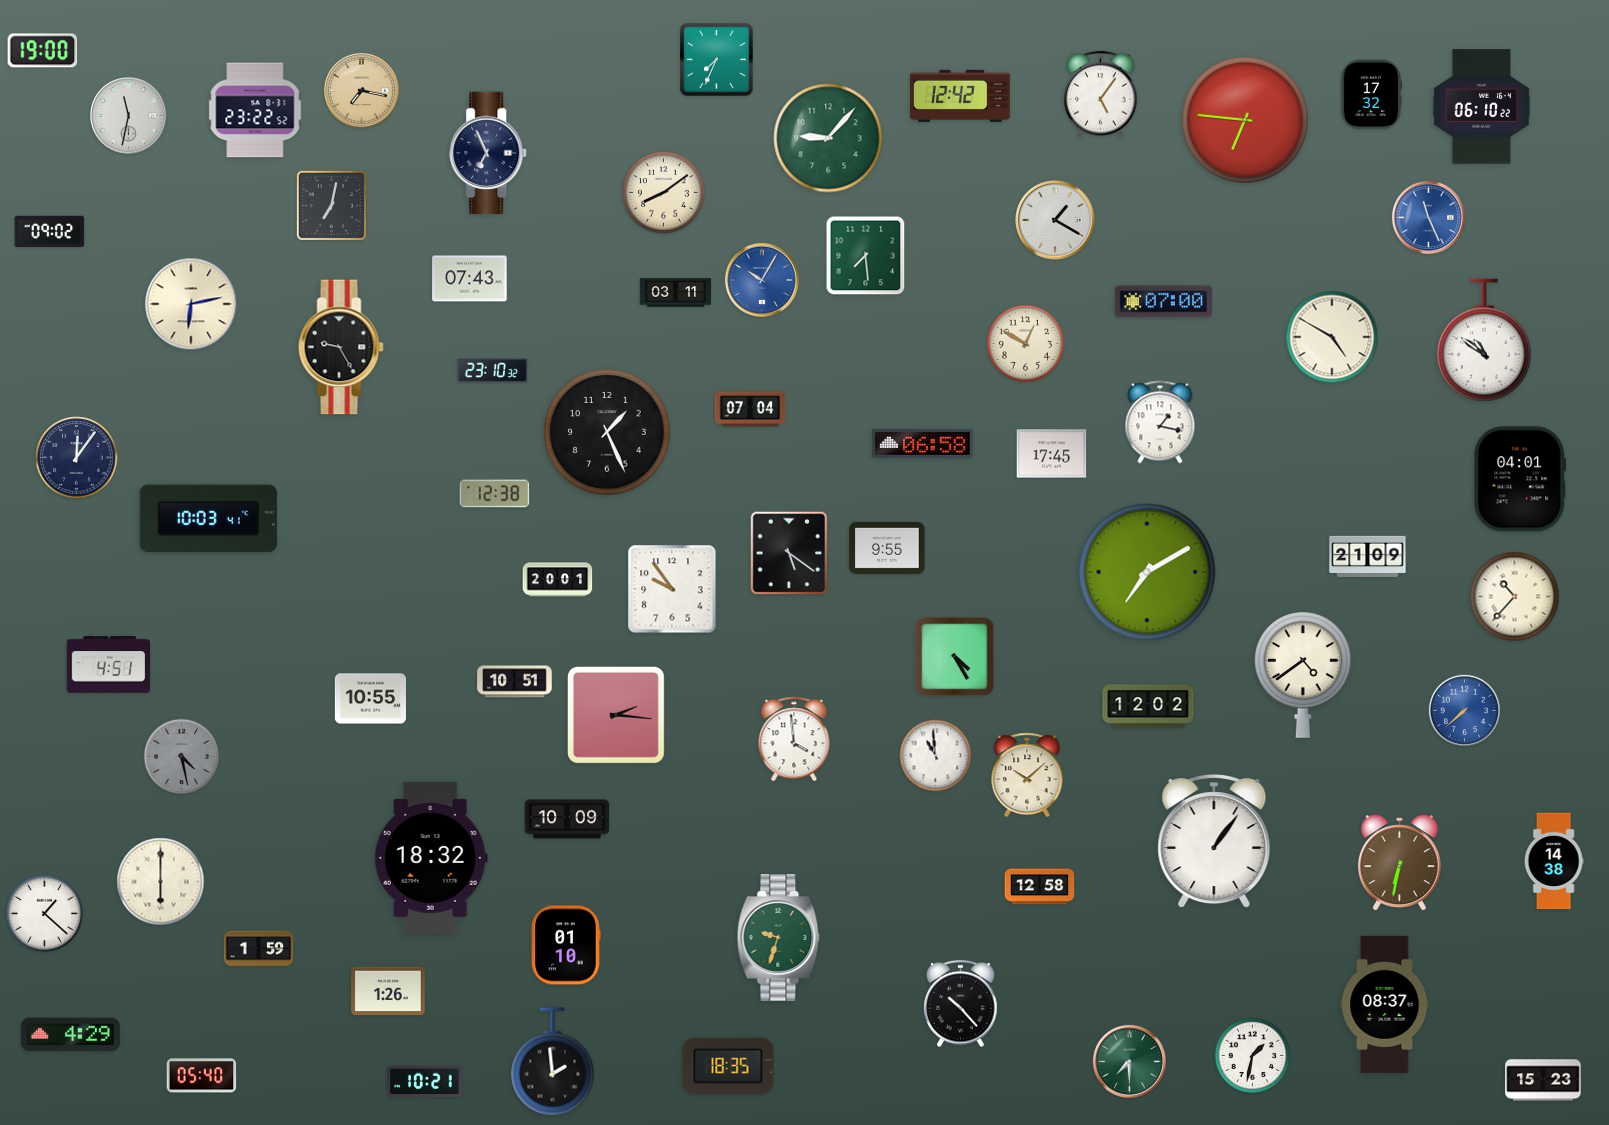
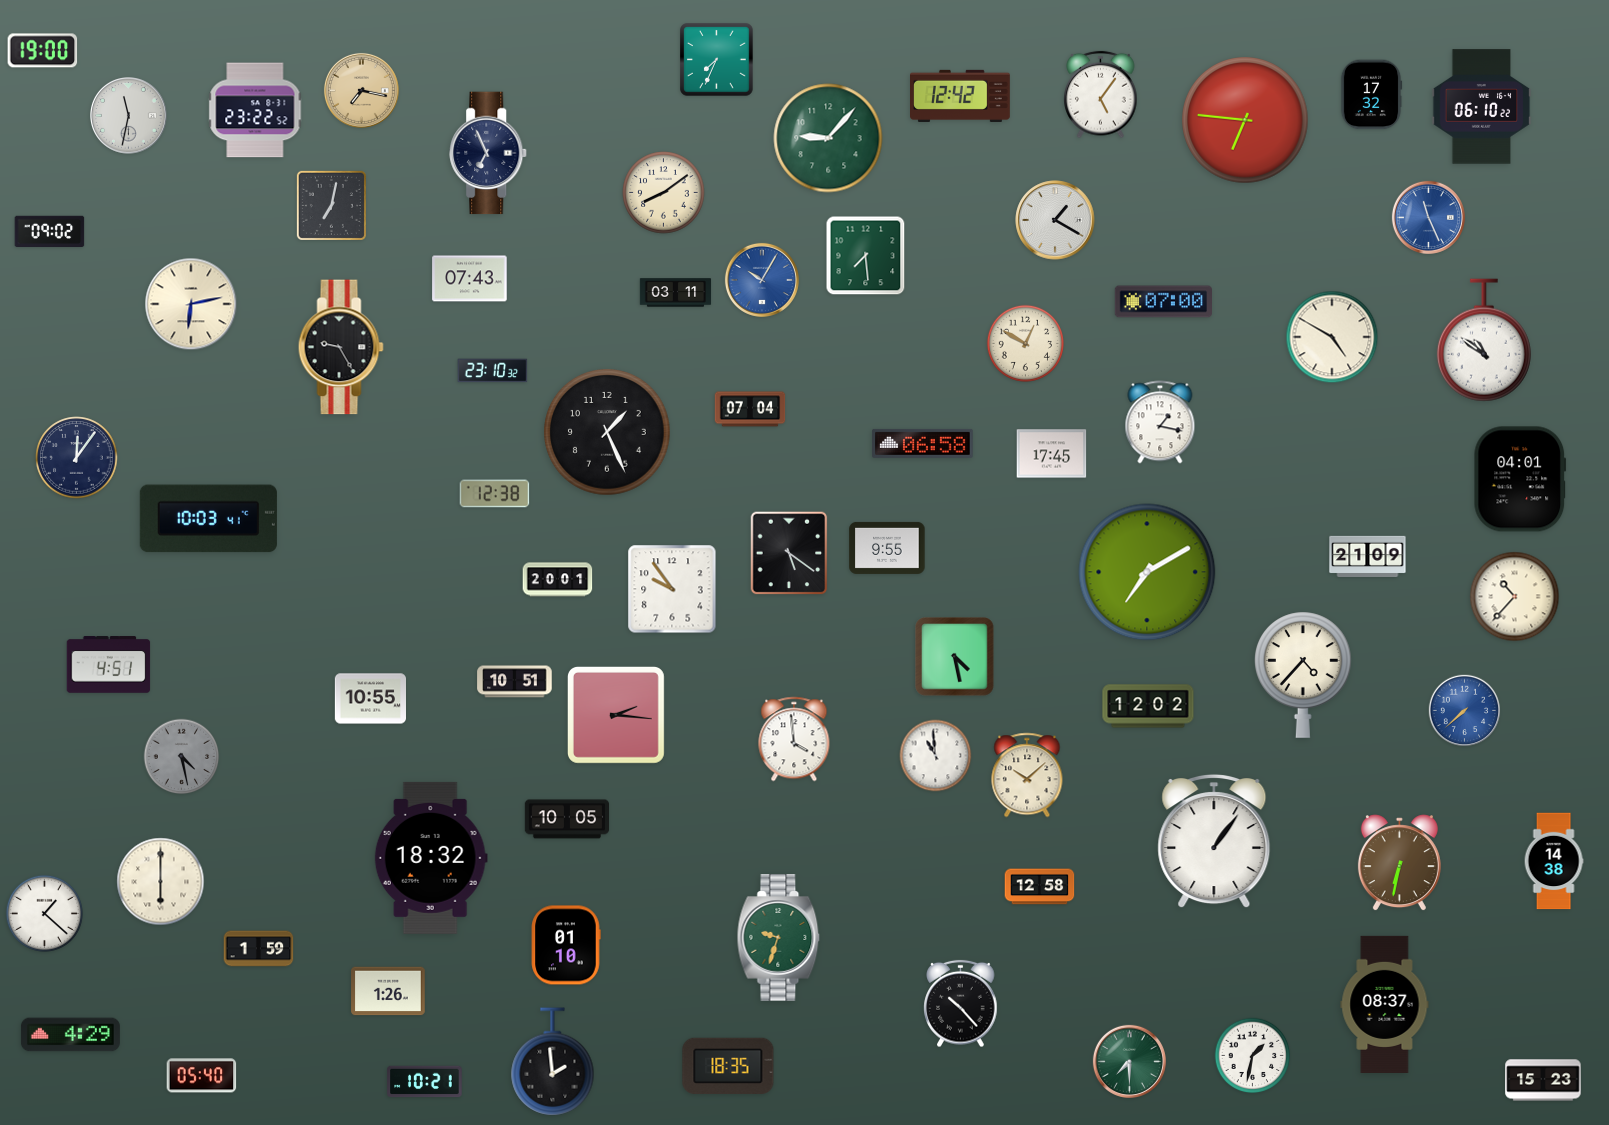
clock at (955, 657): 4:25 -> 4:28
clock at (1304, 675): 4:39 -> 4:37
clock at (567, 819): 10:09 -> 10:05
